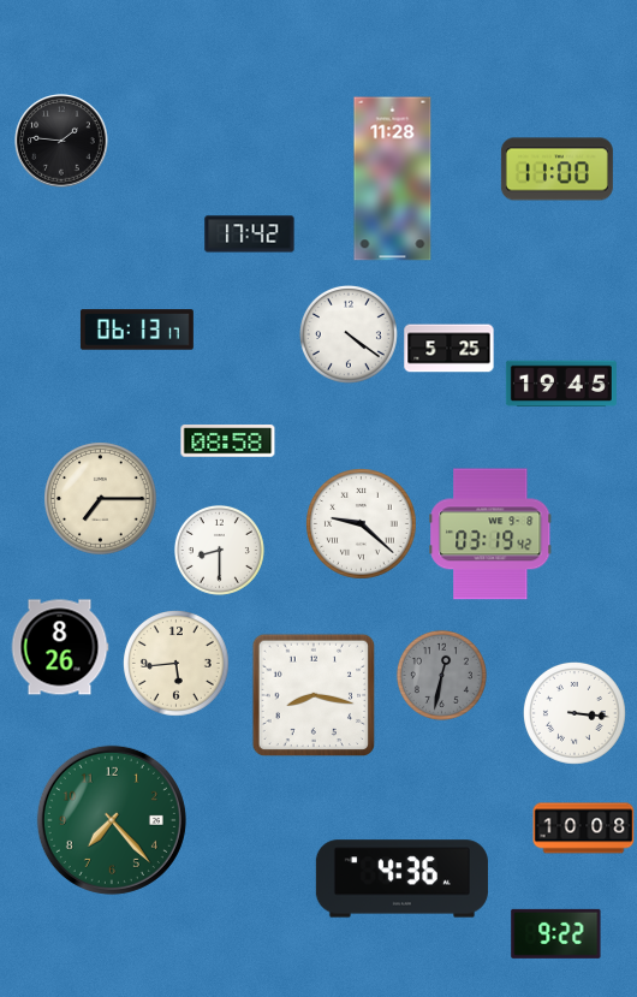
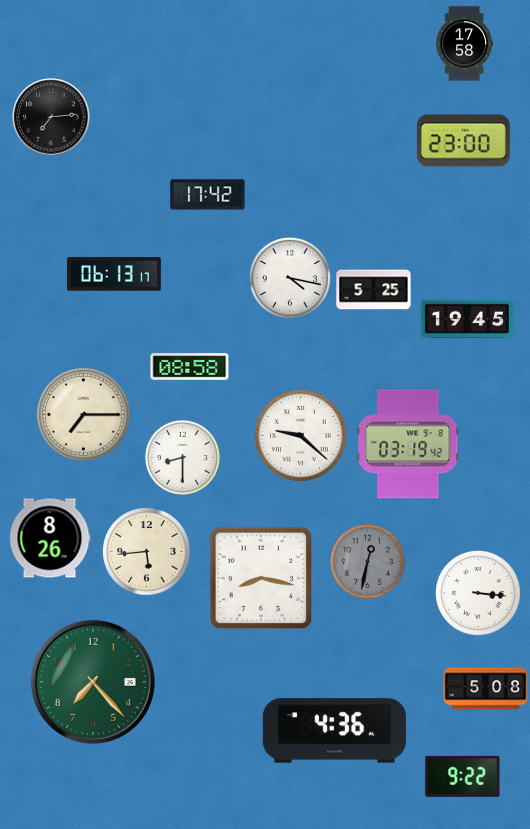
clock at (464, 44): none -> 17:58
clock at (61, 141): 1:46 -> 7:14
clock at (556, 170): 11:00 -> 23:00
clock at (393, 179): 11:28 -> none
clock at (349, 334): 4:21 -> 4:17
clock at (584, 829): 10:08 -> 5:08
